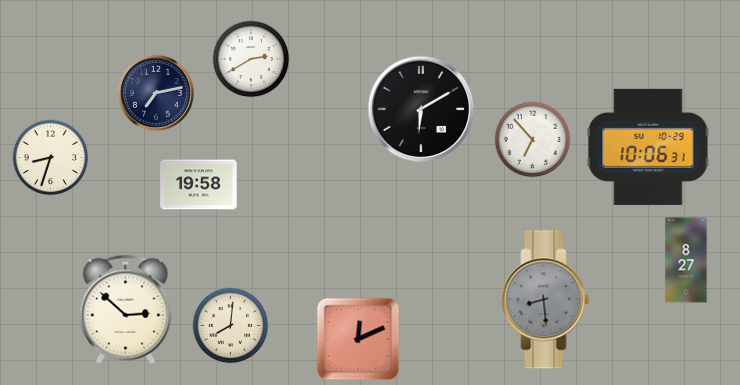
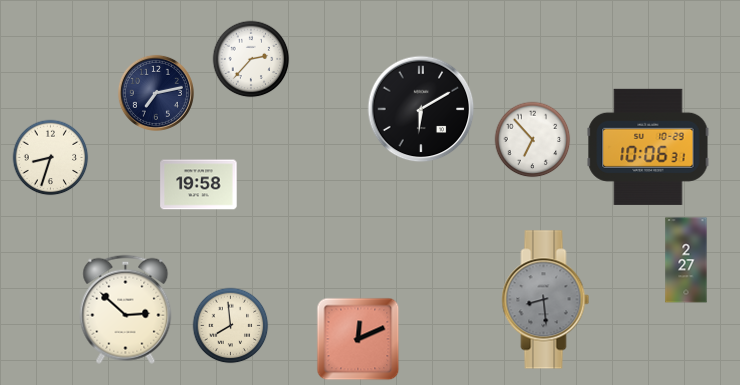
clock at (251, 59): 2:40 -> 2:37
clock at (686, 260): 8:27 -> 2:27
clock at (231, 326): 8:01 -> 7:59
